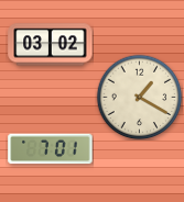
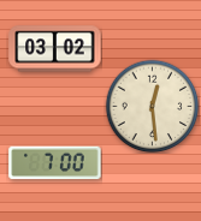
clock at (139, 97): 1:20 -> 12:29
clock at (51, 149): 7:01 -> 7:00
